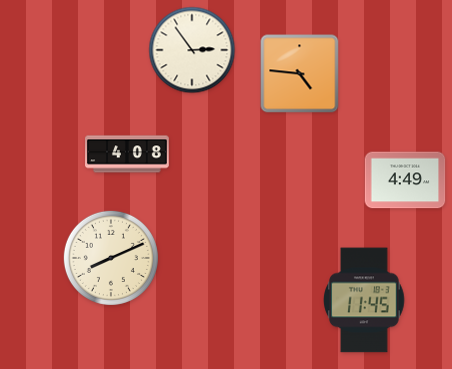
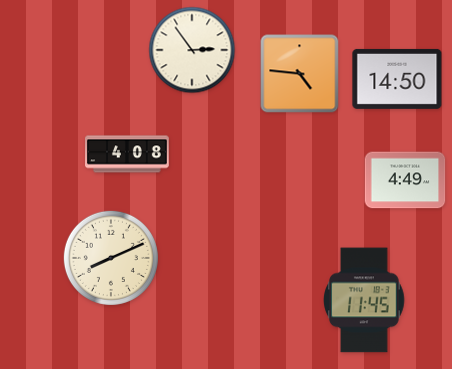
clock at (397, 79): none -> 14:50
